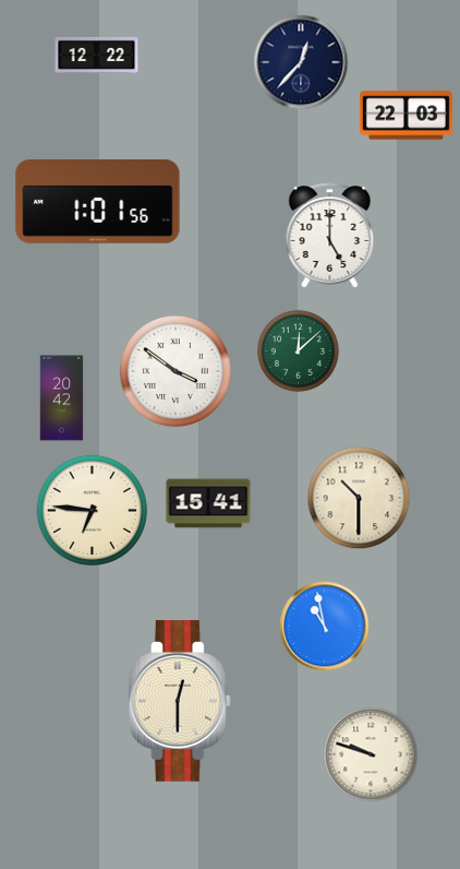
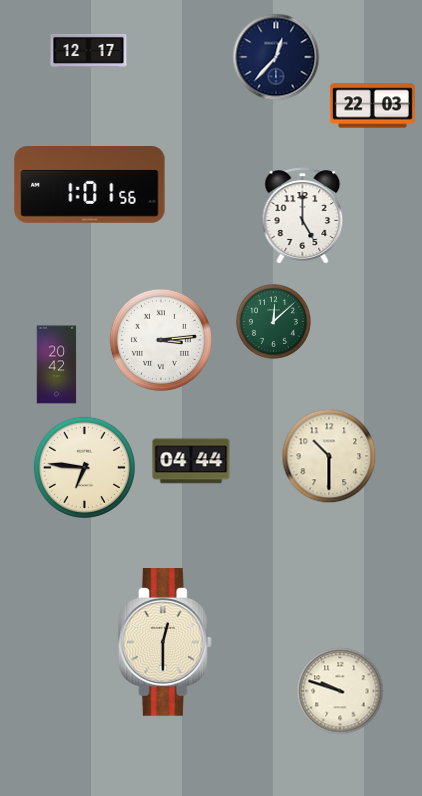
clock at (97, 55): 12:22 -> 12:17
clock at (175, 371): 3:51 -> 3:14
clock at (208, 503): 15:41 -> 04:44
clock at (325, 627): 10:58 -> none
